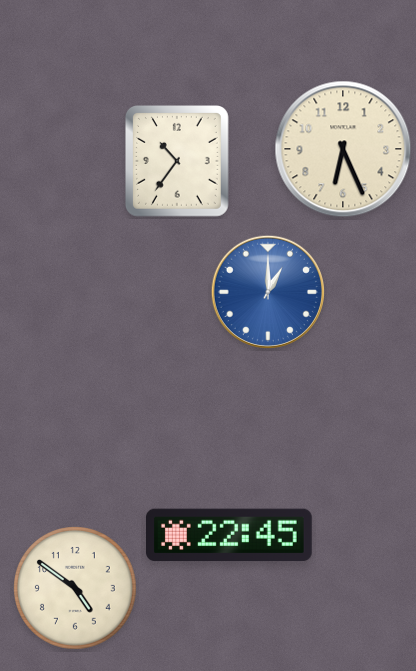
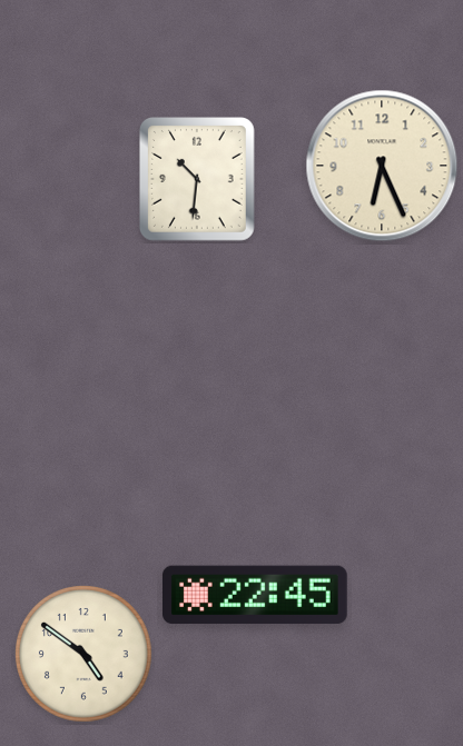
clock at (177, 162): 10:36 -> 10:31
clock at (267, 291): 1:00 -> none
